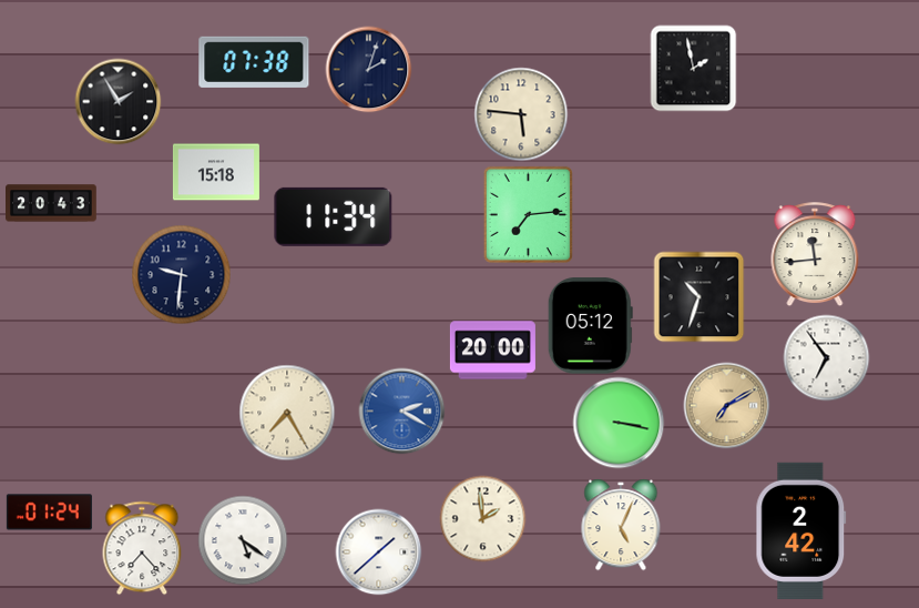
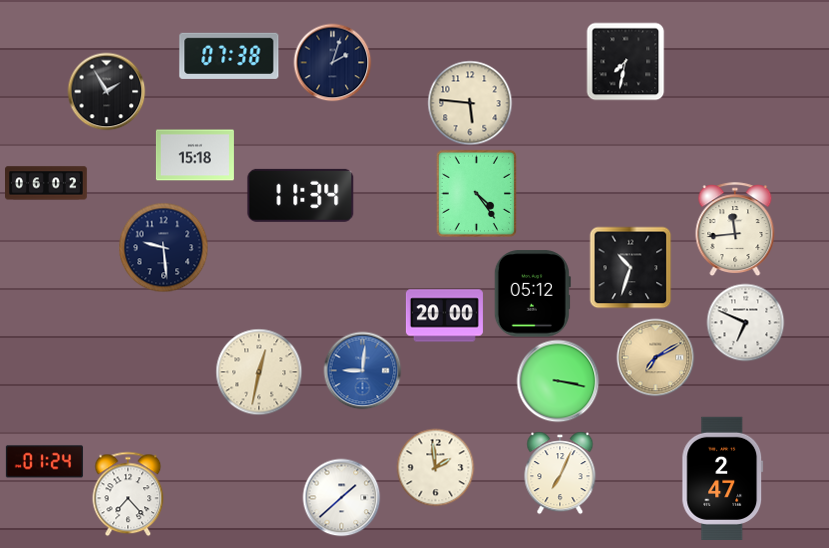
clock at (693, 68): 1:58 -> 7:32
clock at (51, 203): 20:43 -> 06:02
clock at (528, 214): 7:14 -> 4:24
clock at (181, 274): 9:31 -> 9:29
clock at (826, 357): 6:54 -> 6:49
clock at (726, 405) position: (726, 405) -> (655, 357)
clock at (401, 411): 2:20 -> 9:01
clock at (287, 413): 7:25 -> 12:32
clock at (621, 525): 5:04 -> 7:04
clock at (801, 530): 2:42 -> 2:47
clock at (243, 540): 5:21 -> none
